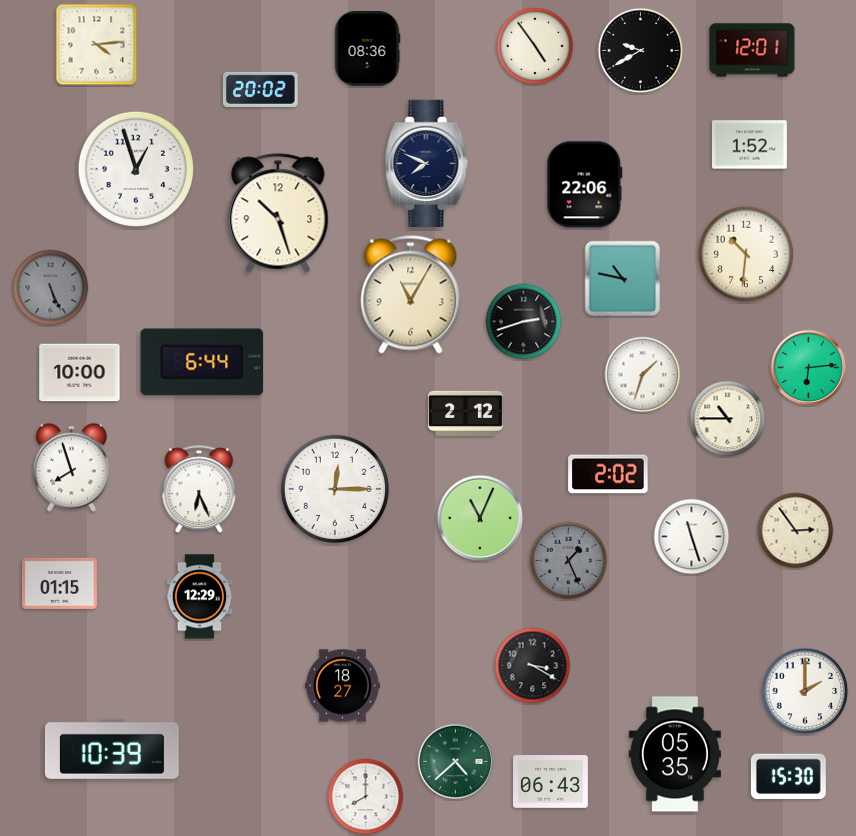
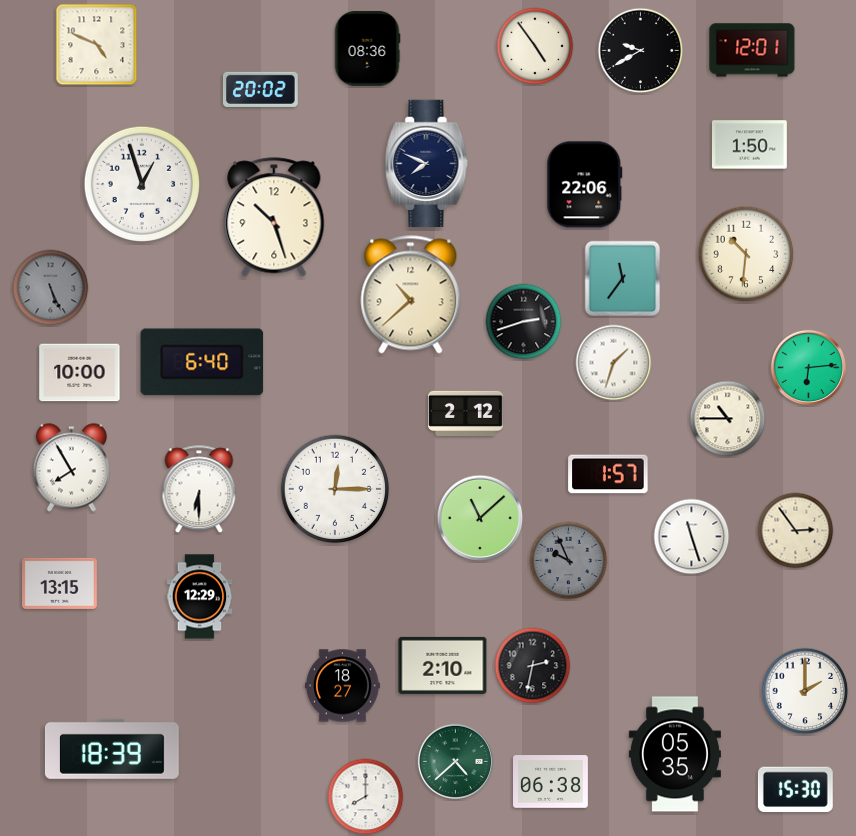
clock at (97, 45): 4:14 -> 4:49
clock at (749, 145): 1:52 -> 1:50
clock at (135, 168) position: (135, 168) -> (141, 183)
clock at (278, 213) position: (278, 213) -> (274, 217)
clock at (623, 279): 10:47 -> 11:36
clock at (411, 295): 11:05 -> 10:38
clock at (202, 362): 6:44 -> 6:40
clock at (643, 375) position: (643, 375) -> (614, 363)
clock at (71, 468): 7:57 -> 7:55
clock at (608, 474): 2:02 -> 1:57
clock at (199, 490): 6:26 -> 6:30
clock at (480, 518): 11:04 -> 11:08
clock at (569, 561): 1:26 -> 9:56
clock at (60, 583): 01:15 -> 13:15
clock at (443, 665): none -> 2:10
clock at (533, 666): 3:20 -> 2:32
clock at (112, 749): 10:39 -> 18:39
clock at (788, 777) position: (788, 777) -> (795, 790)
clock at (551, 782): 06:43 -> 06:38
